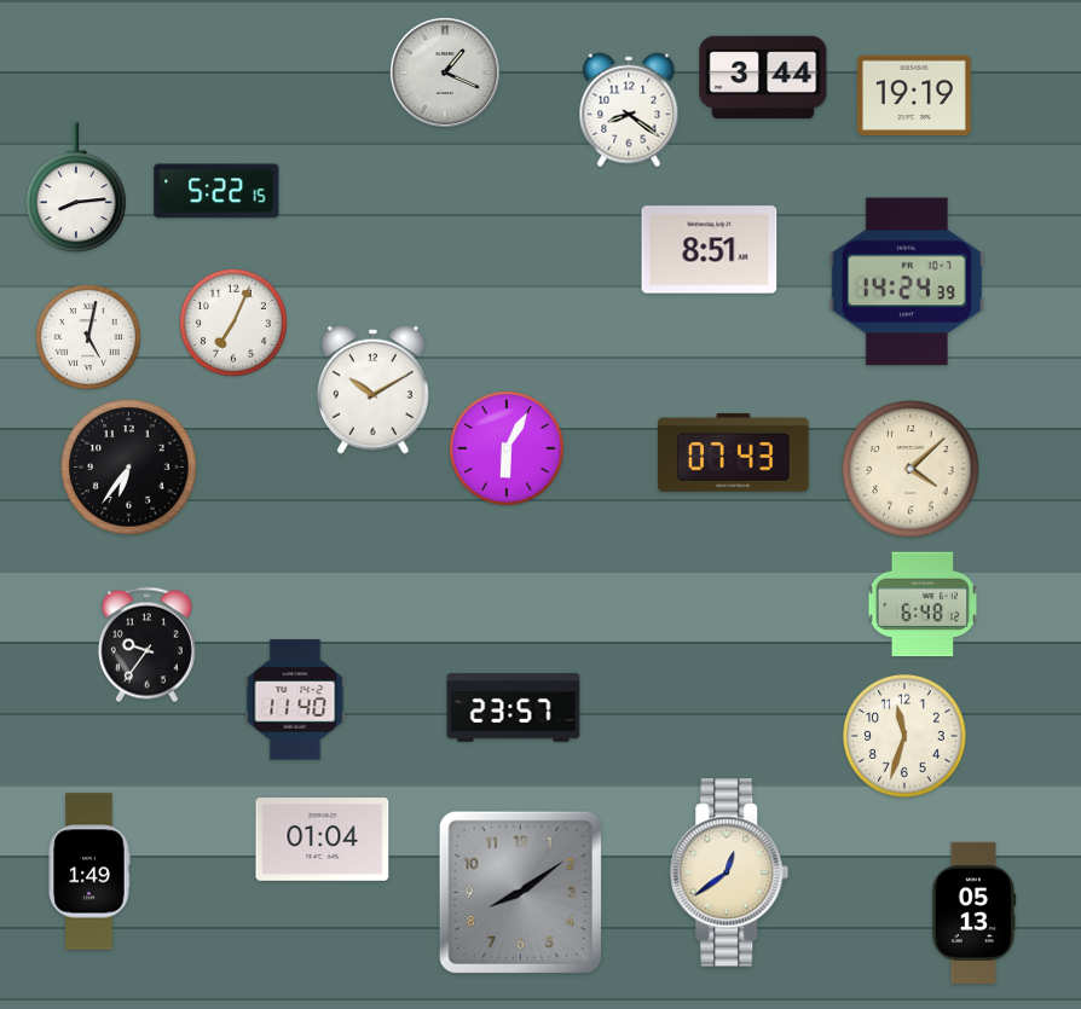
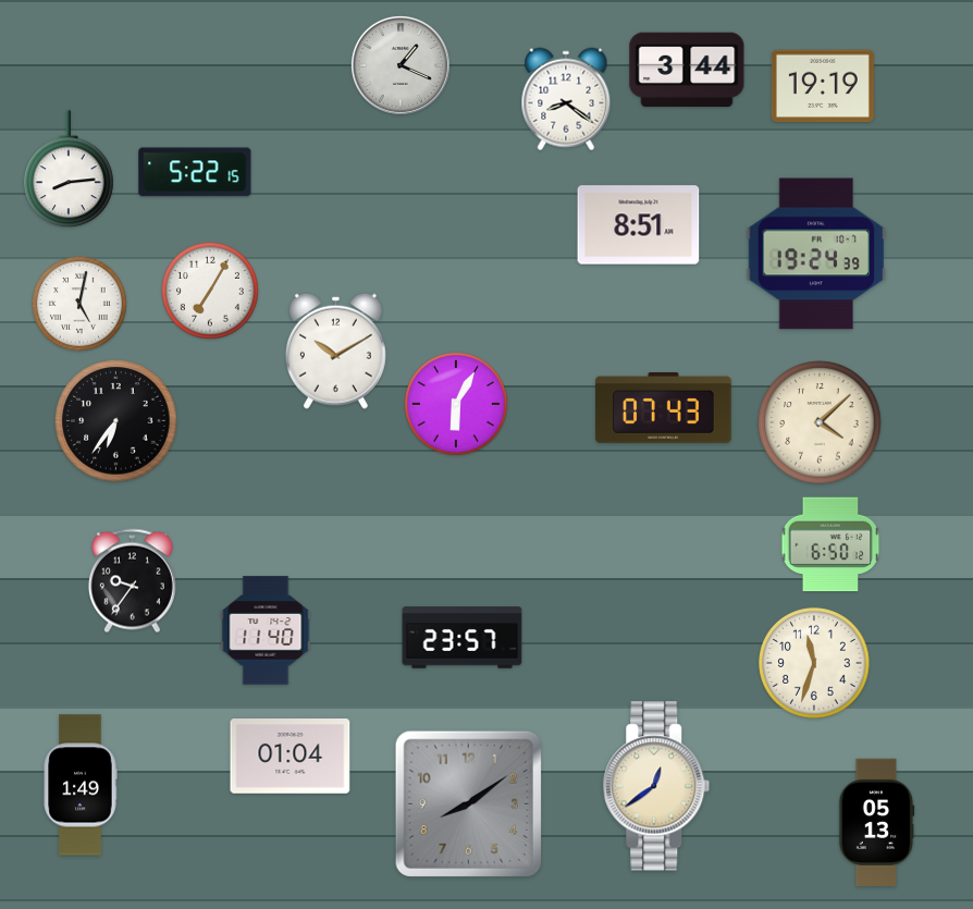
clock at (907, 282): 14:24 -> 19:24
clock at (233, 323): 7:04 -> 7:05
clock at (734, 452) position: (734, 452) -> (664, 407)
clock at (923, 604): 6:48 -> 6:50
